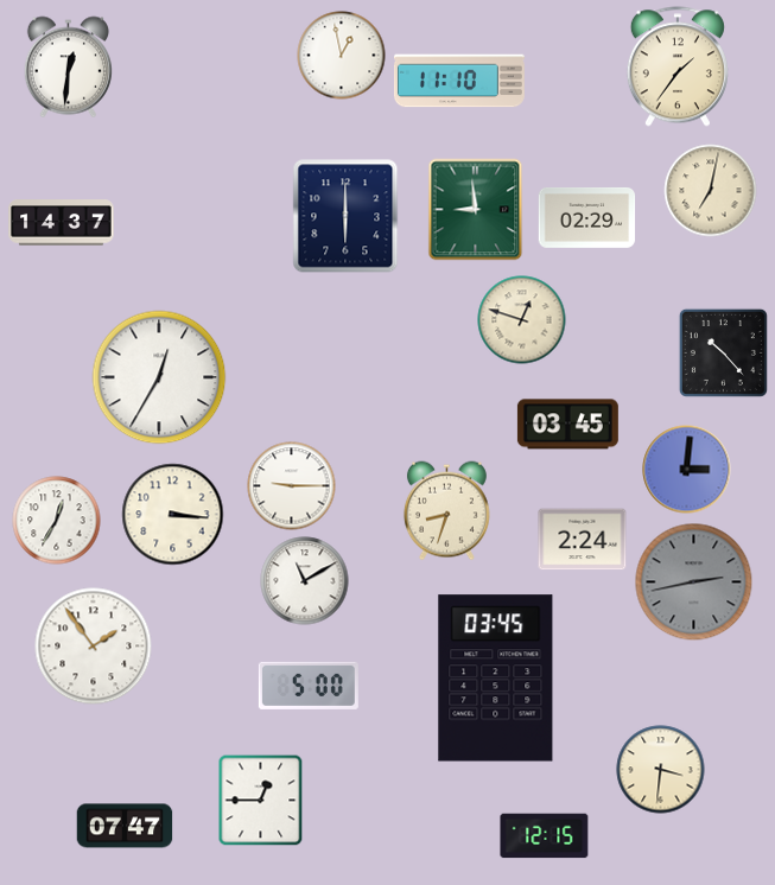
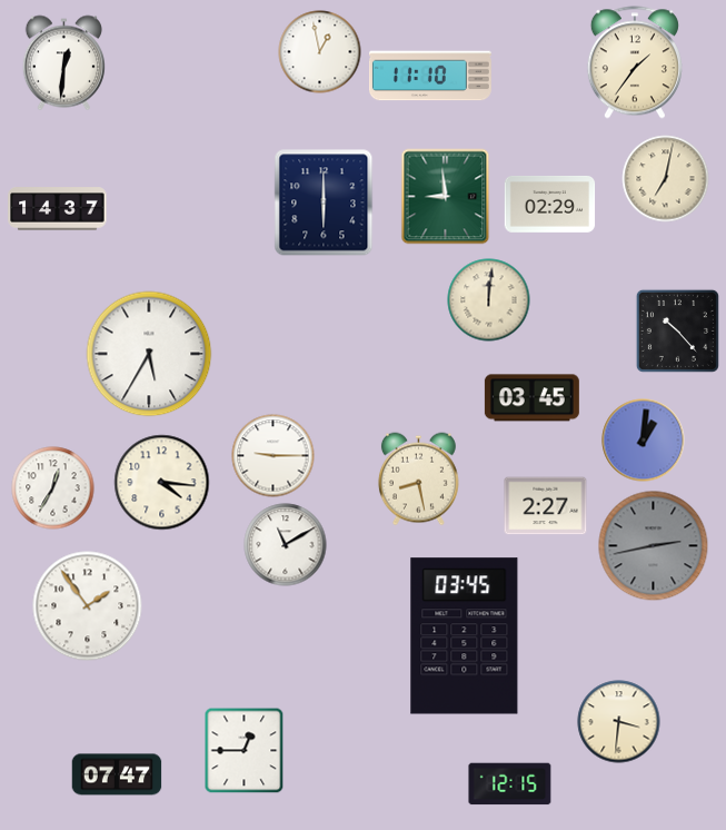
clock at (522, 320): 12:48 -> 12:01
clock at (159, 377): 12:35 -> 5:35
clock at (687, 470): 3:01 -> 1:01
clock at (446, 511): 8:33 -> 8:28
clock at (173, 515): 3:16 -> 4:16
clock at (583, 540): 2:24 -> 2:27
clock at (694, 582) position: (694, 582) -> (654, 546)
clock at (309, 686): 5:00 -> none
